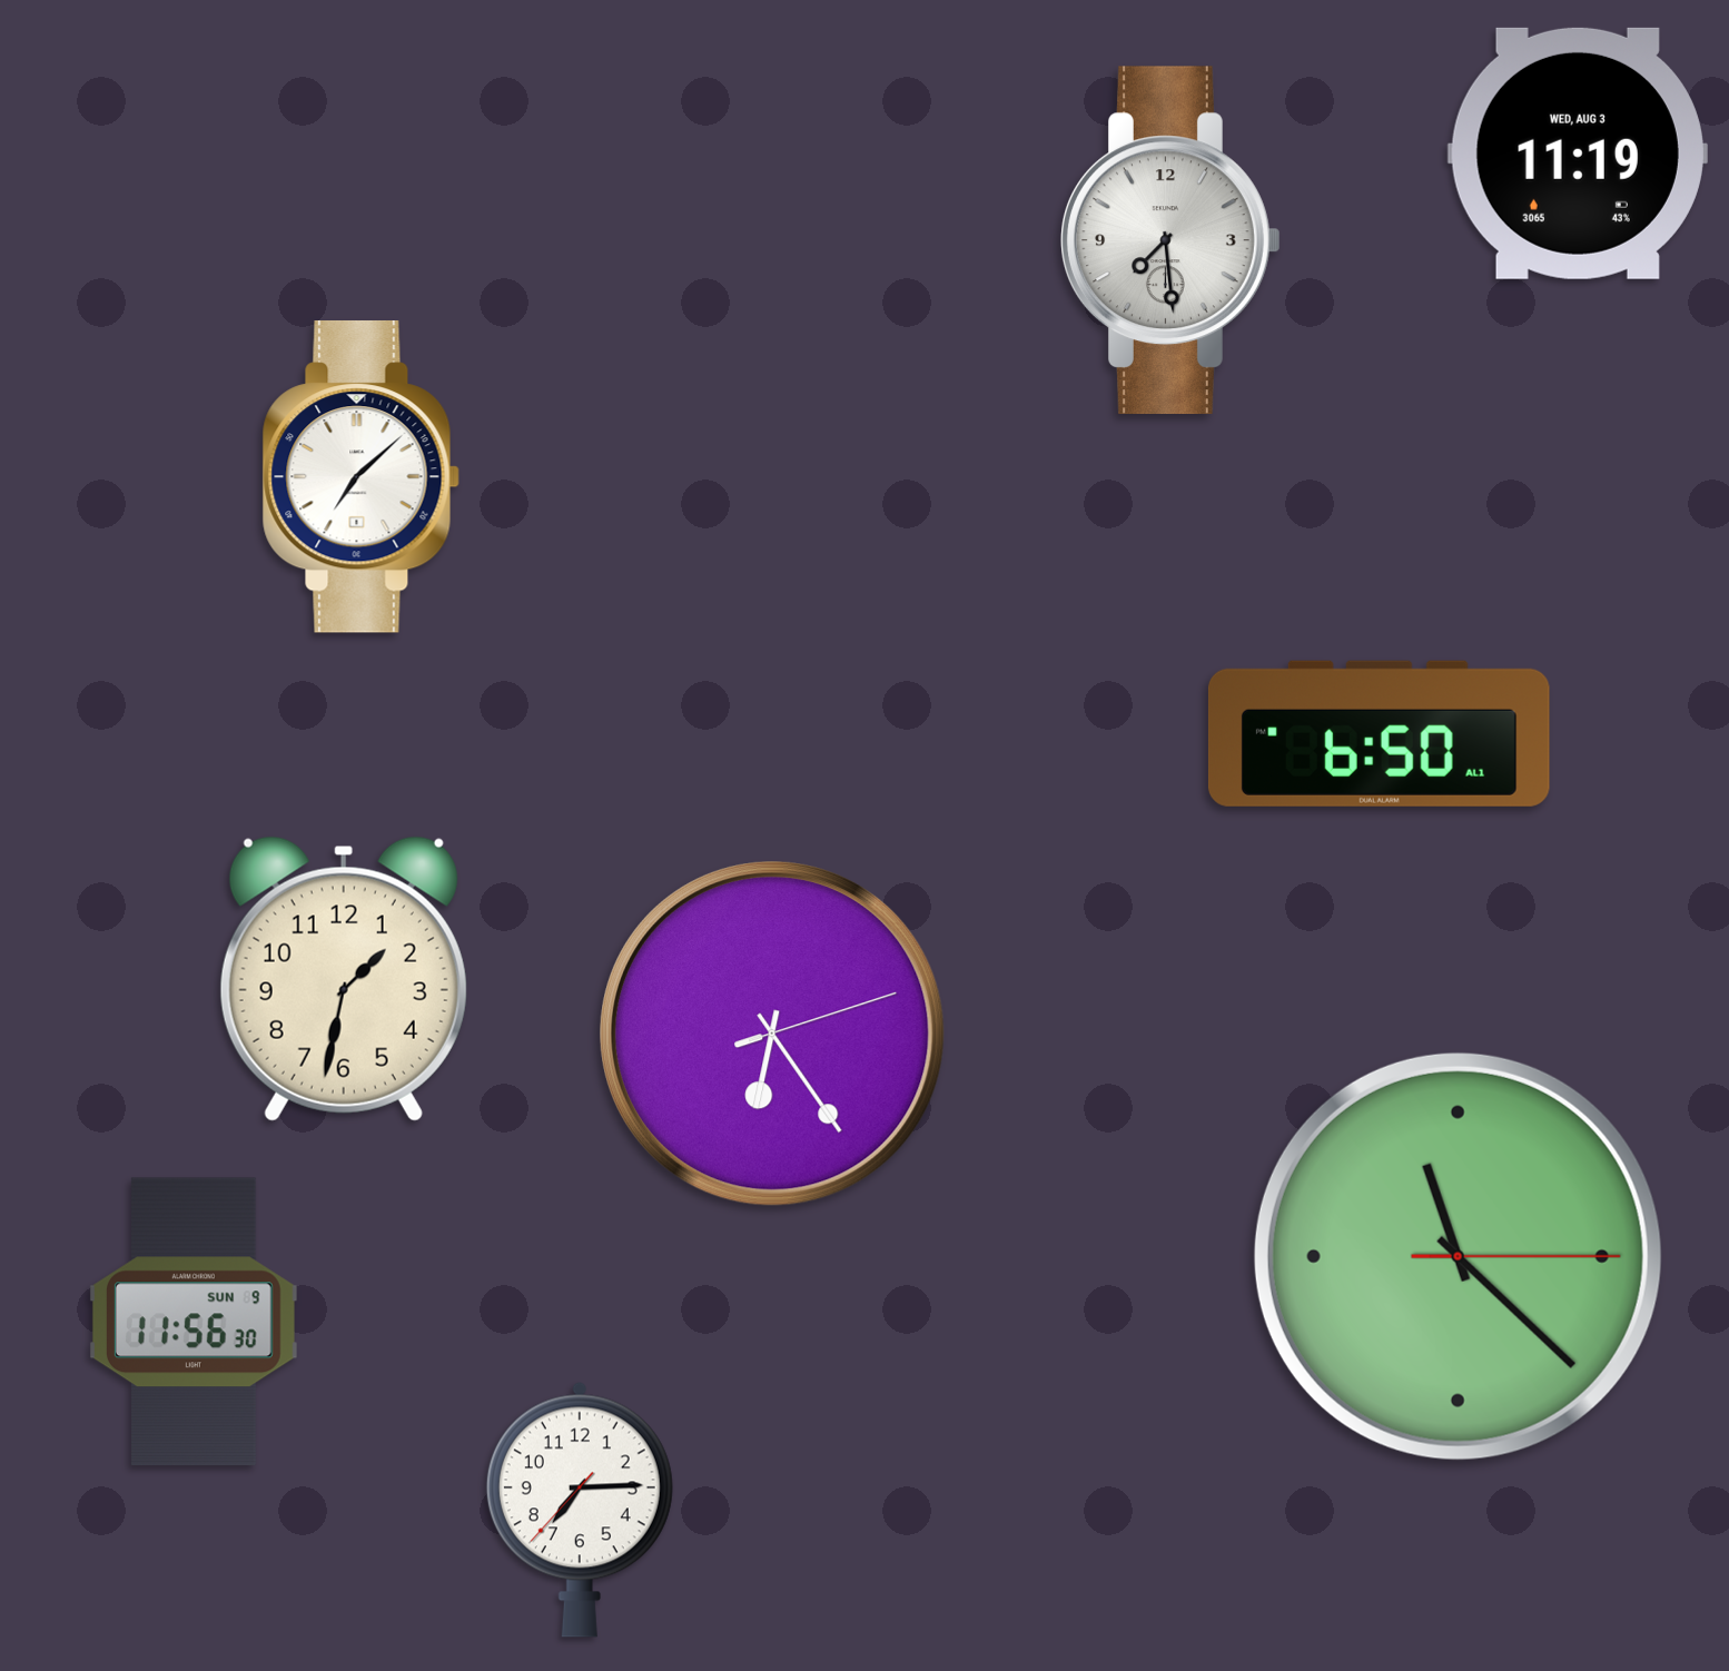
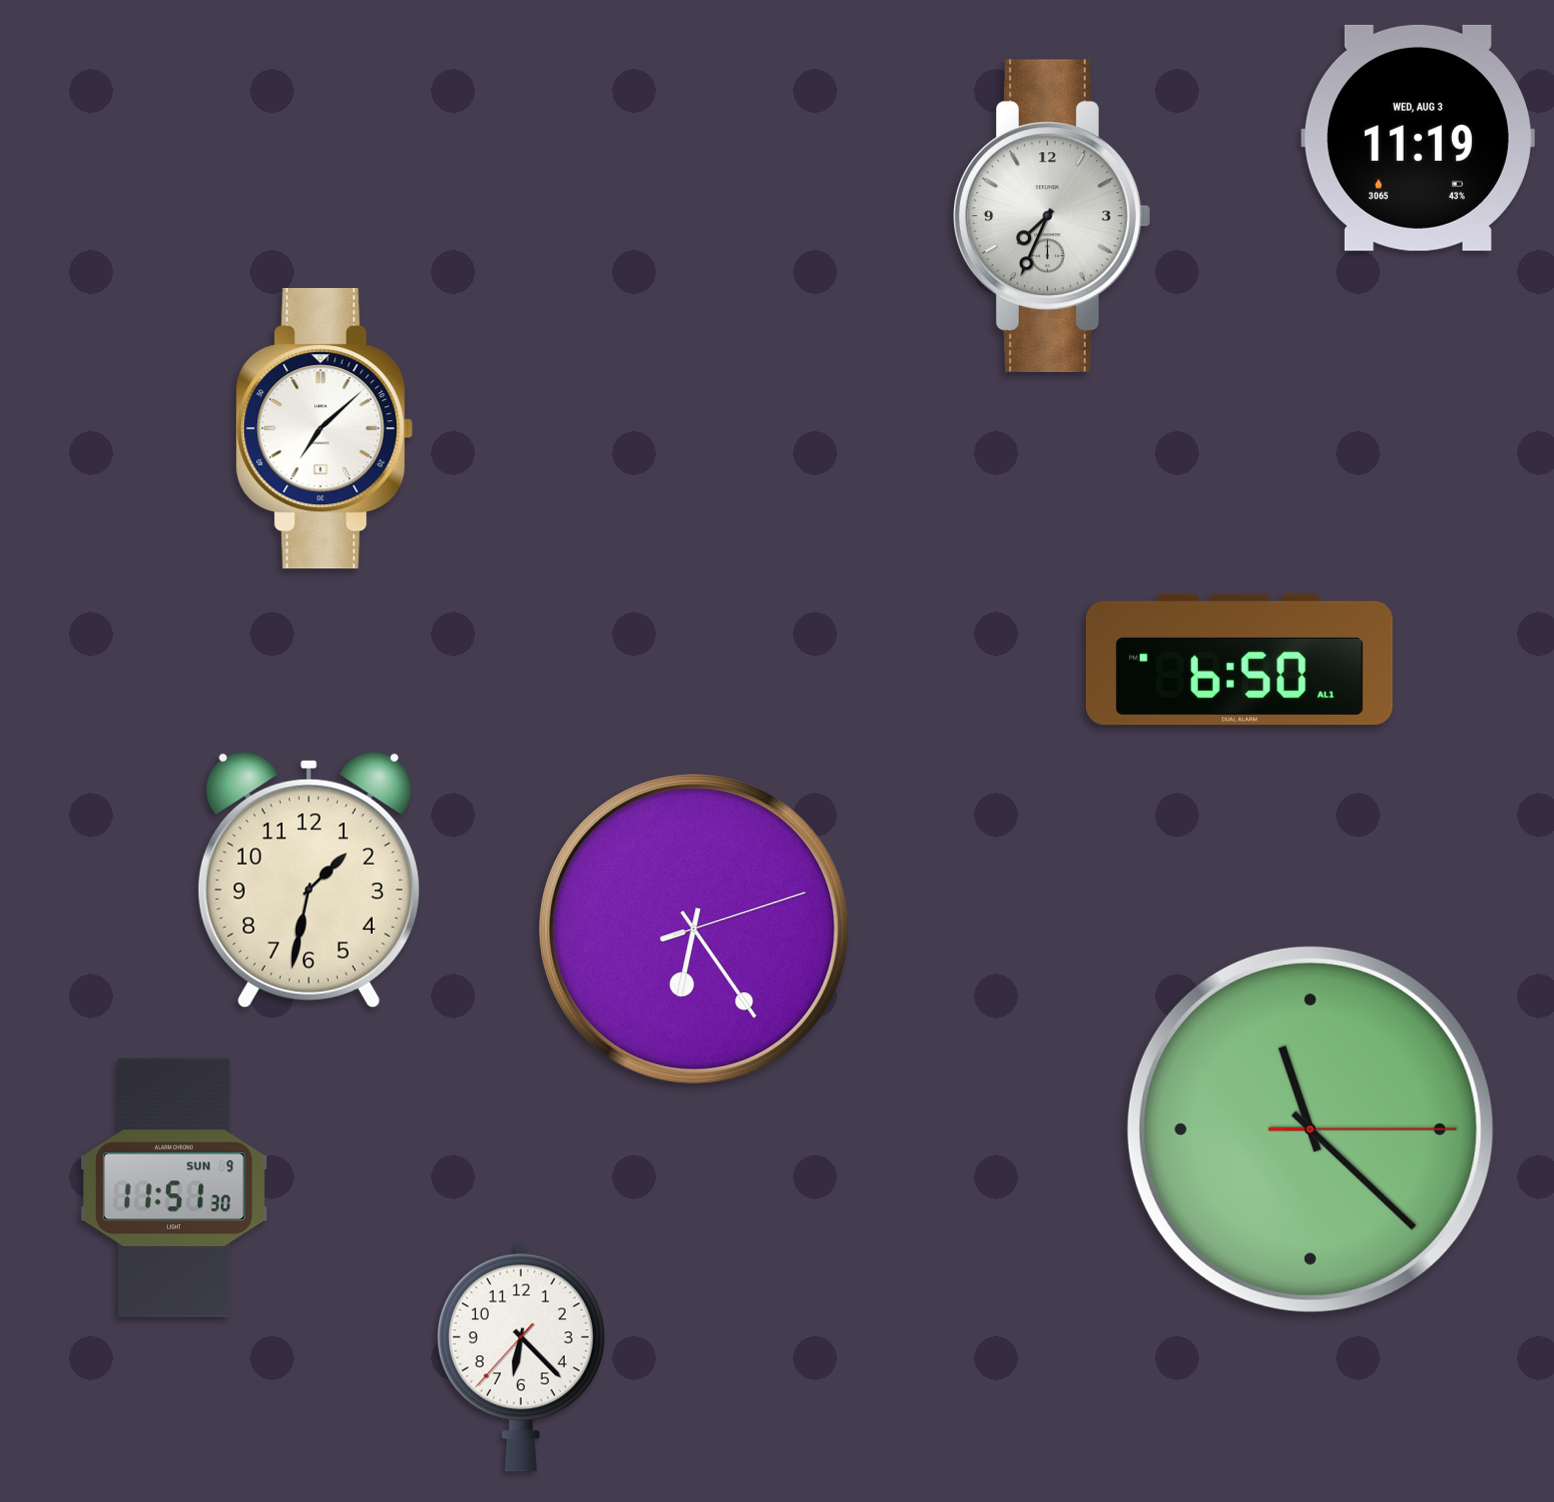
clock at (1170, 240): 7:29 -> 7:34
clock at (194, 1322): 11:56 -> 11:51
clock at (580, 1510): 7:14 -> 6:22
